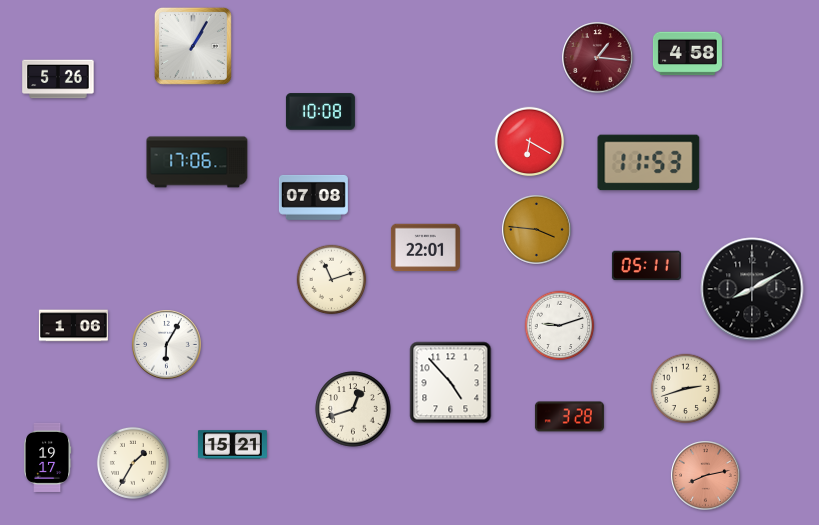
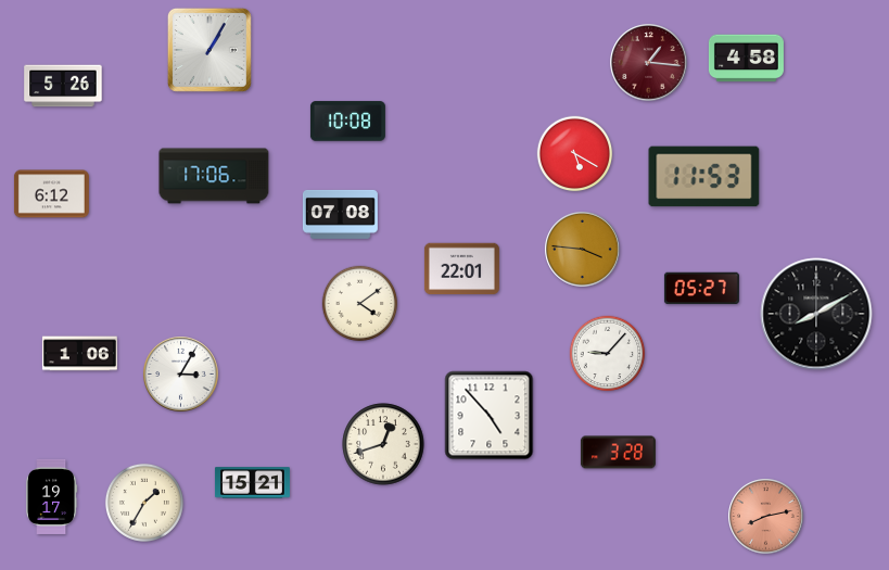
clock at (530, 142): 6:20 -> 5:20
clock at (51, 194): none -> 6:12
clock at (646, 266): 05:11 -> 05:27
clock at (332, 280): 11:12 -> 4:09
clock at (560, 326): 9:12 -> 9:07
clock at (167, 345): 6:05 -> 3:05
clock at (686, 389): 2:42 -> none
